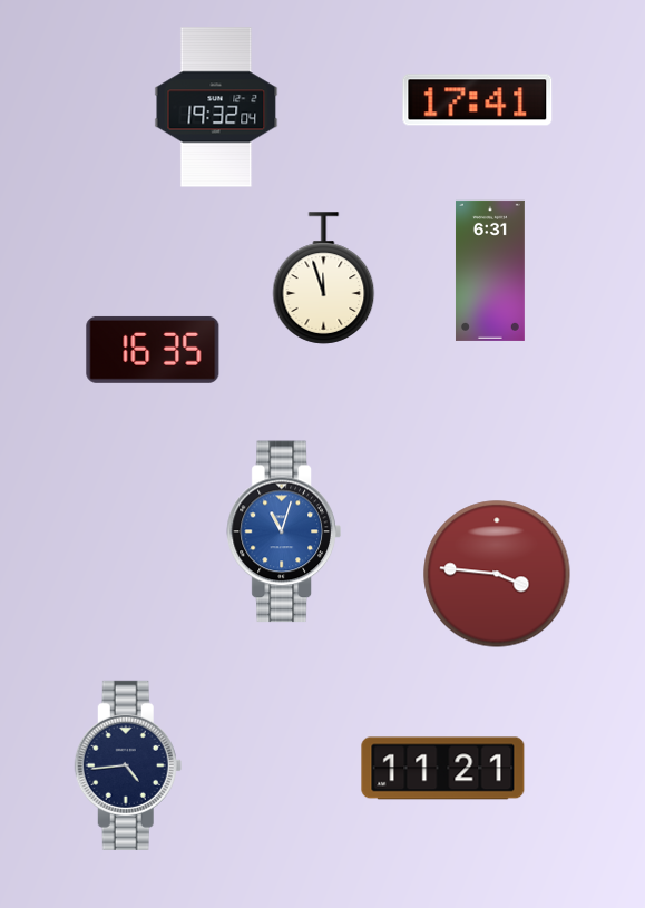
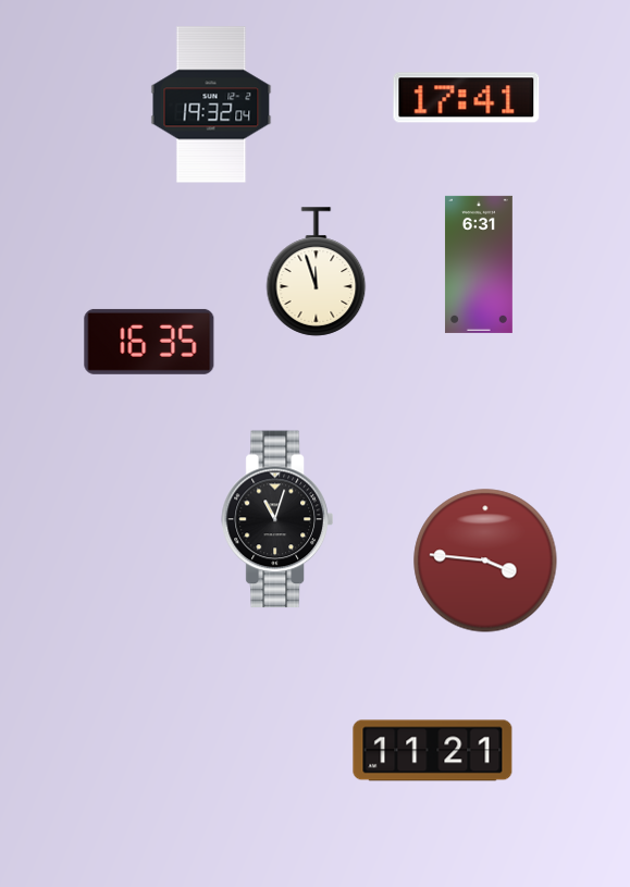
clock at (284, 531) dial: blue -> black
clock at (128, 765): 4:44 -> none
